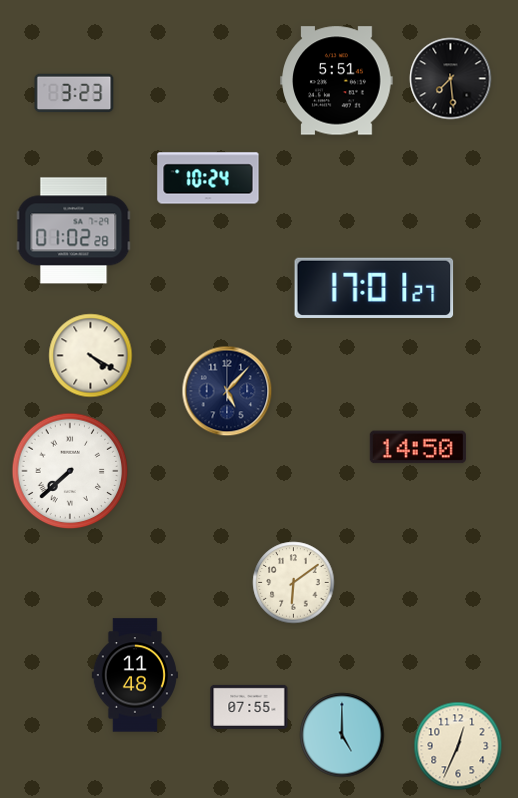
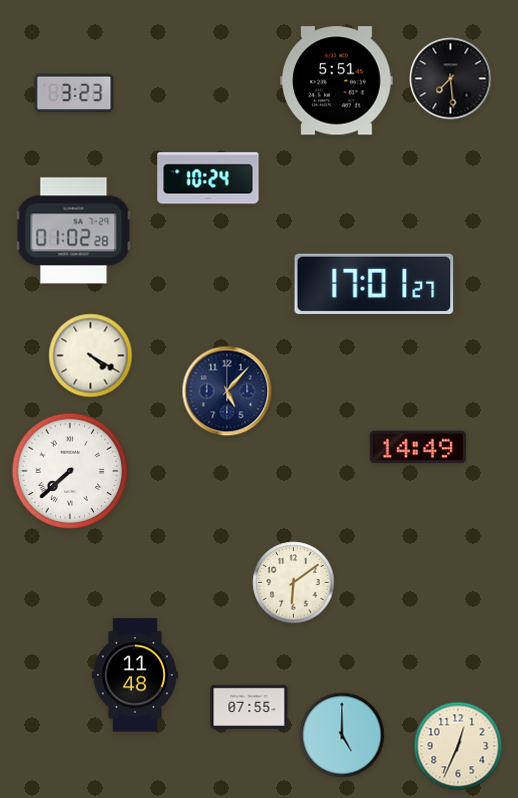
clock at (374, 288) position: (374, 288) -> (374, 284)
clock at (418, 447): 14:50 -> 14:49
